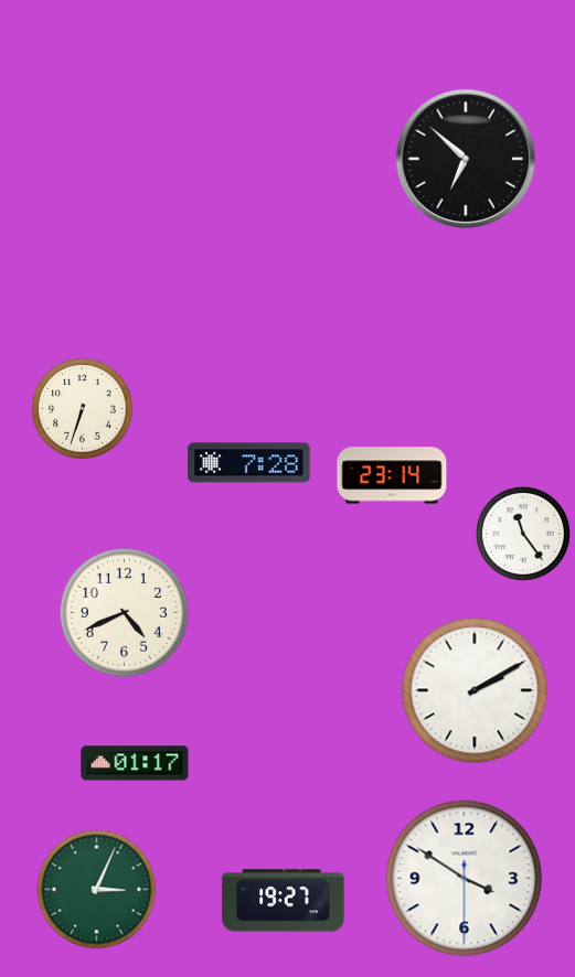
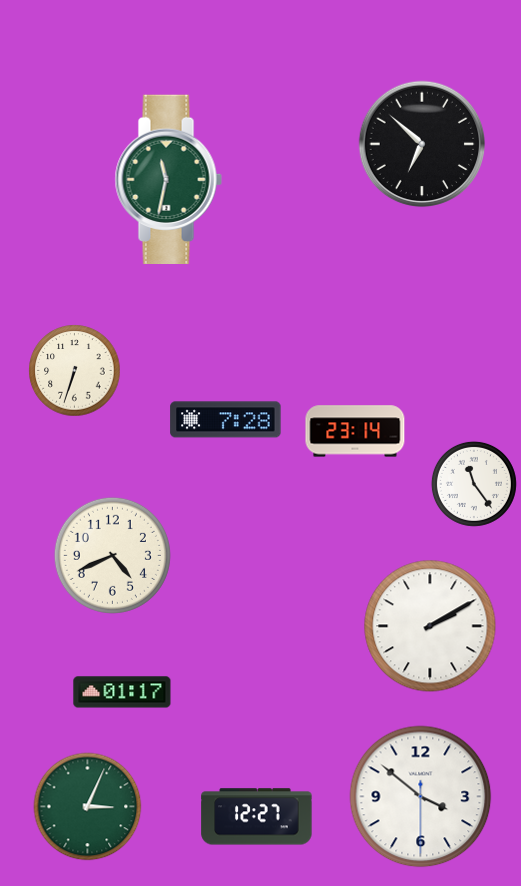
clock at (168, 179): none -> 11:32
clock at (465, 879): 3:50 -> 3:51
clock at (284, 901): 19:27 -> 12:27
